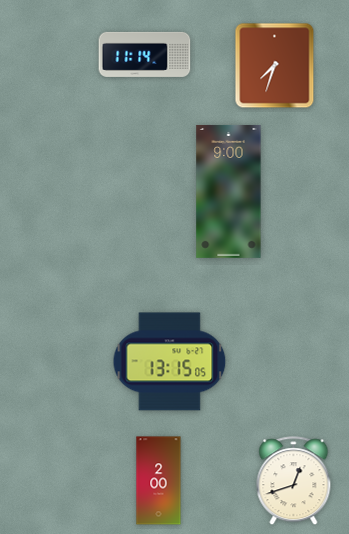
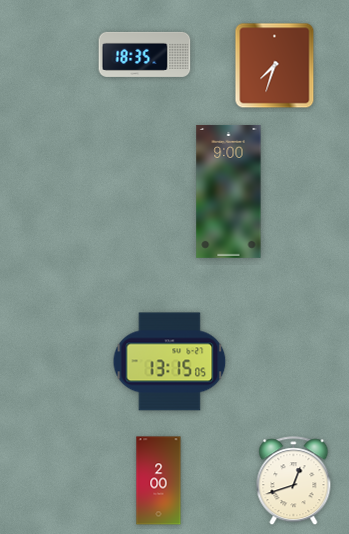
clock at (145, 54): 11:14 -> 18:35
